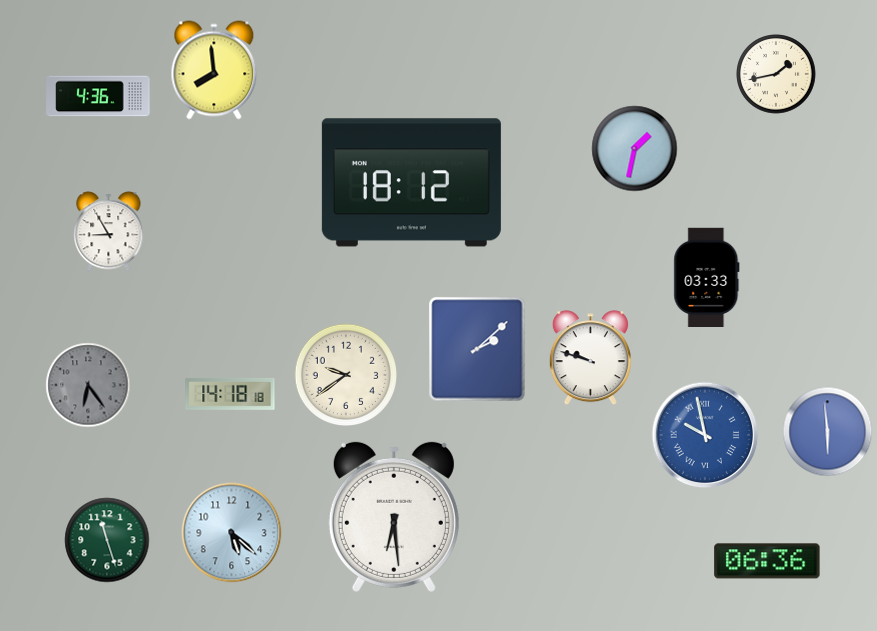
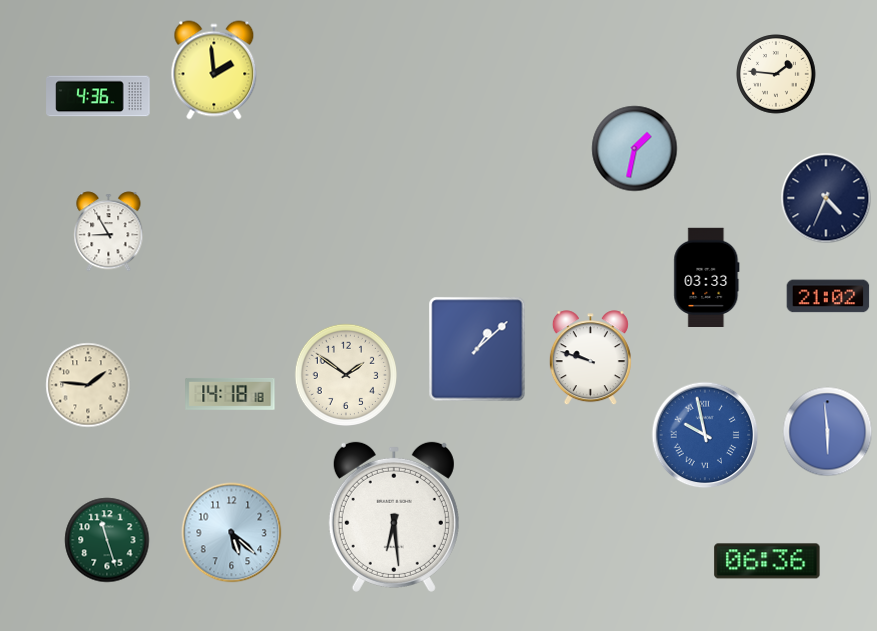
clock at (214, 70): 7:59 -> 1:59
clock at (776, 74): 1:43 -> 1:46
clock at (411, 183): 18:12 -> none
clock at (826, 198): none -> 4:34
clock at (828, 296): none -> 21:02
clock at (477, 349): 2:08 -> 1:08
clock at (345, 374): 9:39 -> 1:51
clock at (88, 385): 6:24 -> 1:46
clock at (88, 385) dial: grey -> cream
